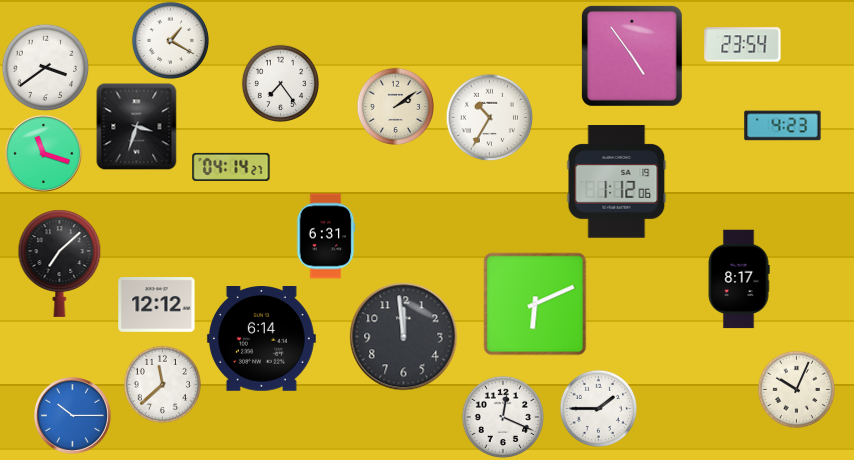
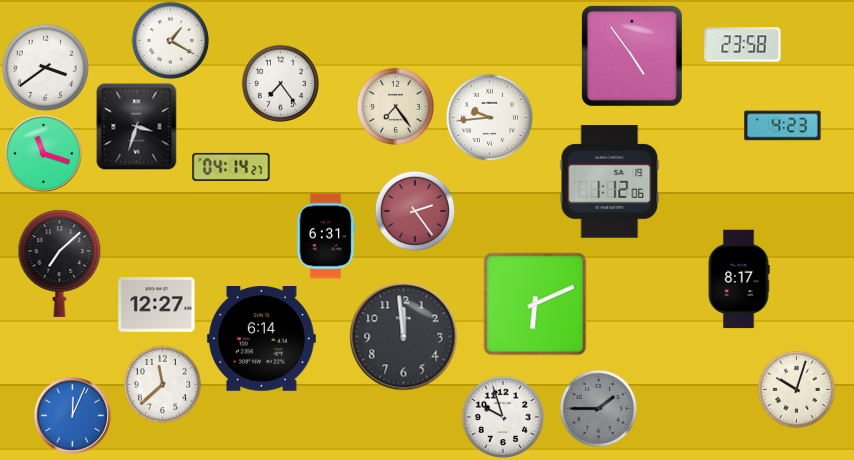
clock at (743, 45): 23:54 -> 23:58
clock at (395, 106): 2:09 -> 7:24
clock at (489, 117): 10:35 -> 9:44
clock at (617, 182) position: (617, 182) -> (610, 182)
clock at (414, 210): none -> 2:24
clock at (157, 305): 12:12 -> 12:27
clock at (796, 389): 10:04 -> 10:03
clock at (598, 408) dial: white -> grey
clock at (72, 415): 10:15 -> 12:04
clock at (503, 417): 12:19 -> 9:57
